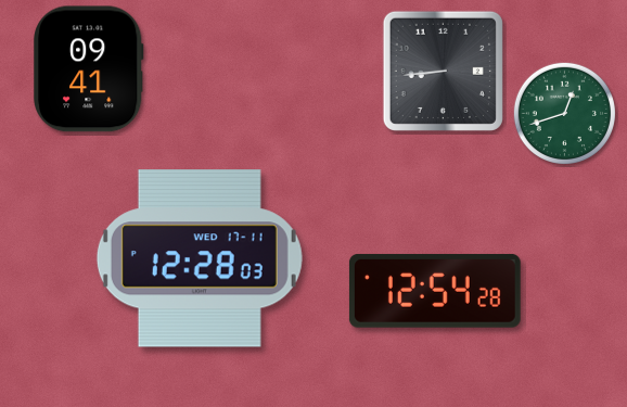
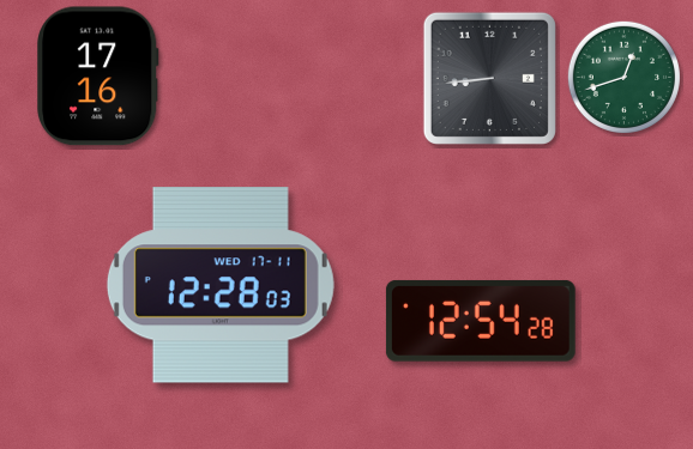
clock at (89, 69): 09:41 -> 17:16
clock at (564, 113) position: (564, 113) -> (623, 77)
